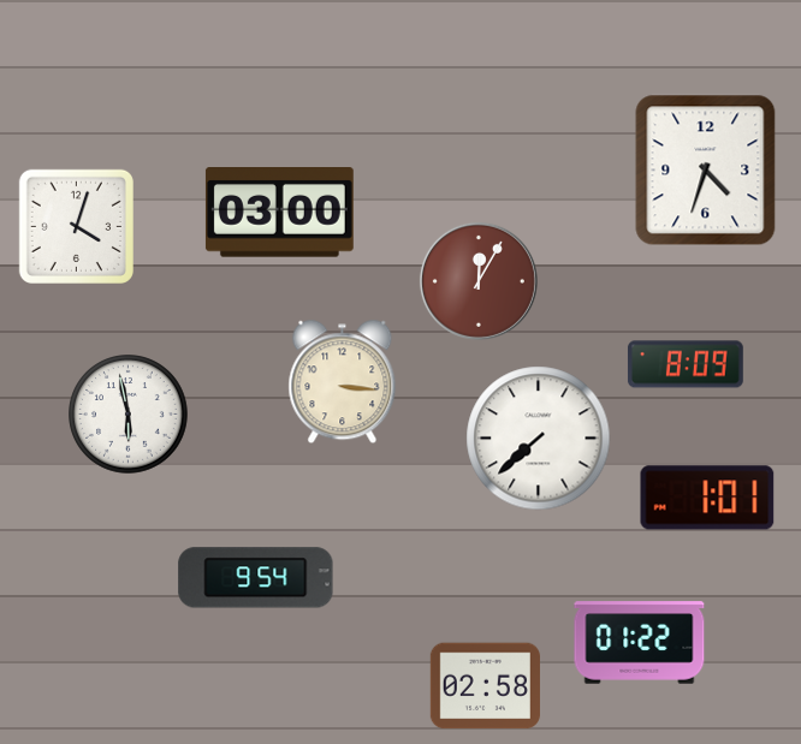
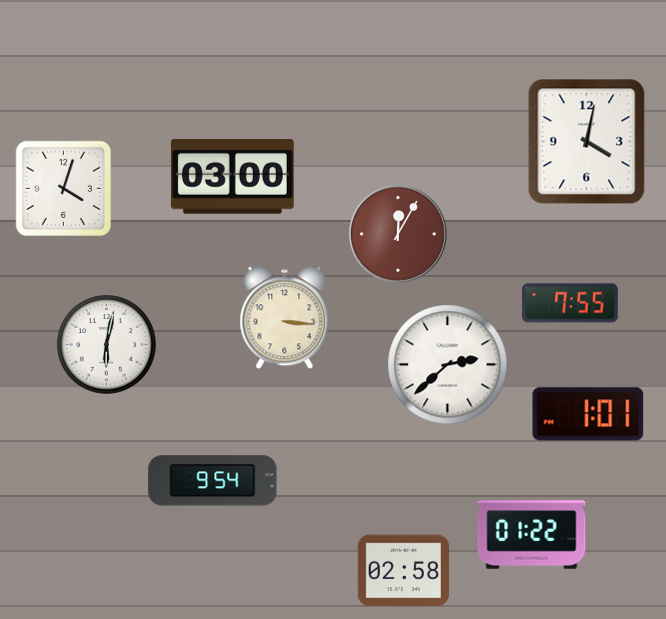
clock at (706, 171): 4:33 -> 4:02
clock at (686, 364): 8:09 -> 7:55
clock at (129, 415): 5:58 -> 6:02
clock at (539, 439): 7:38 -> 2:38
